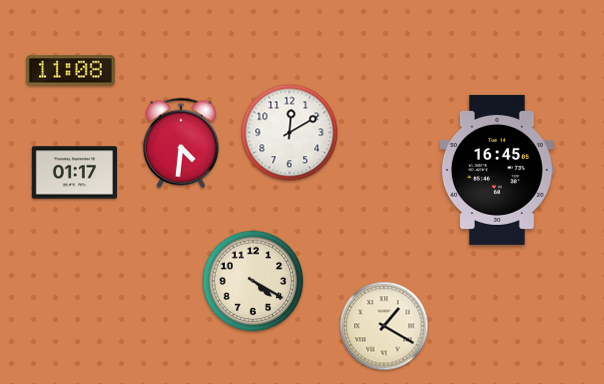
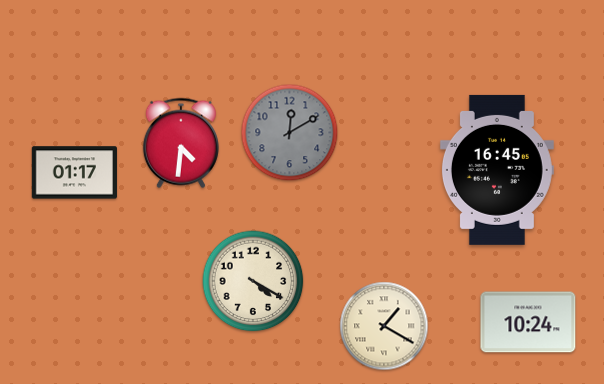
clock at (71, 71): 11:08 -> none
clock at (290, 133) dial: white -> grey
clock at (528, 322): none -> 10:24
